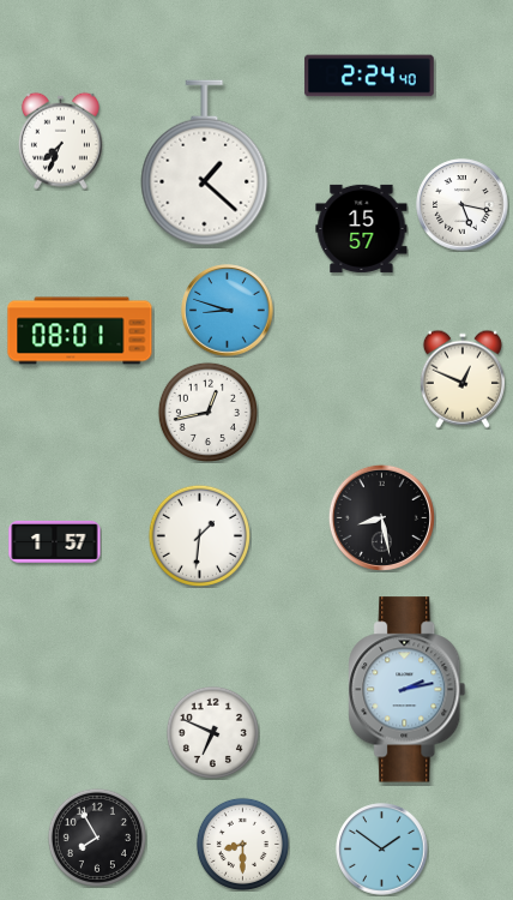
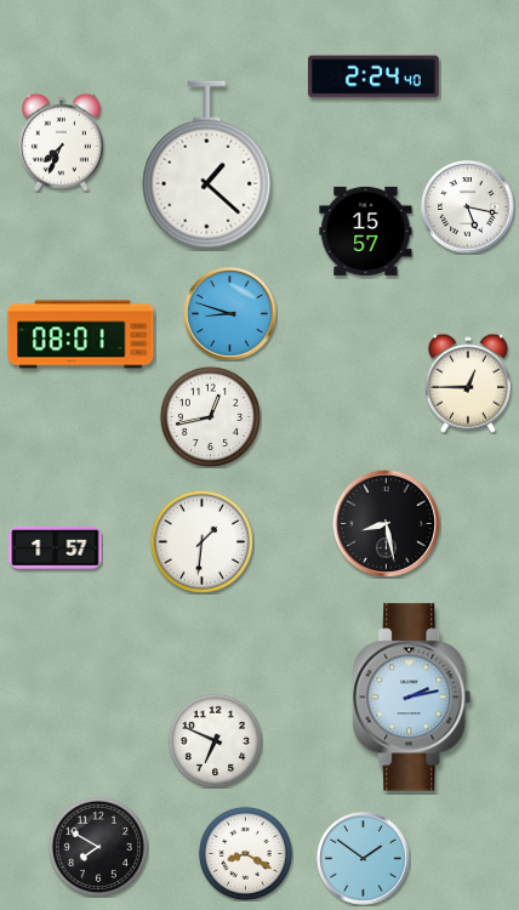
clock at (463, 379): 12:49 -> 12:45
clock at (97, 838): 7:55 -> 7:50
clock at (242, 844): 8:30 -> 8:20
clock at (382, 850) position: (382, 850) -> (364, 859)
